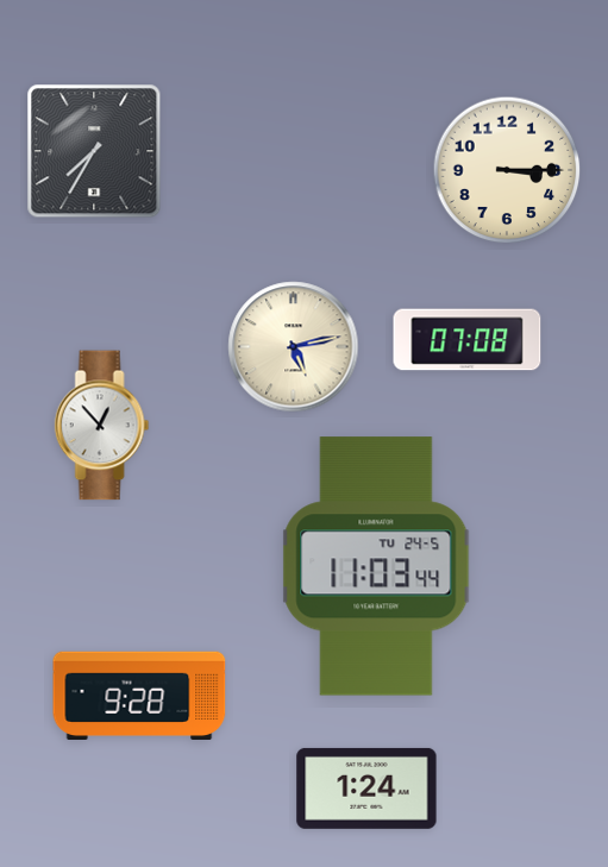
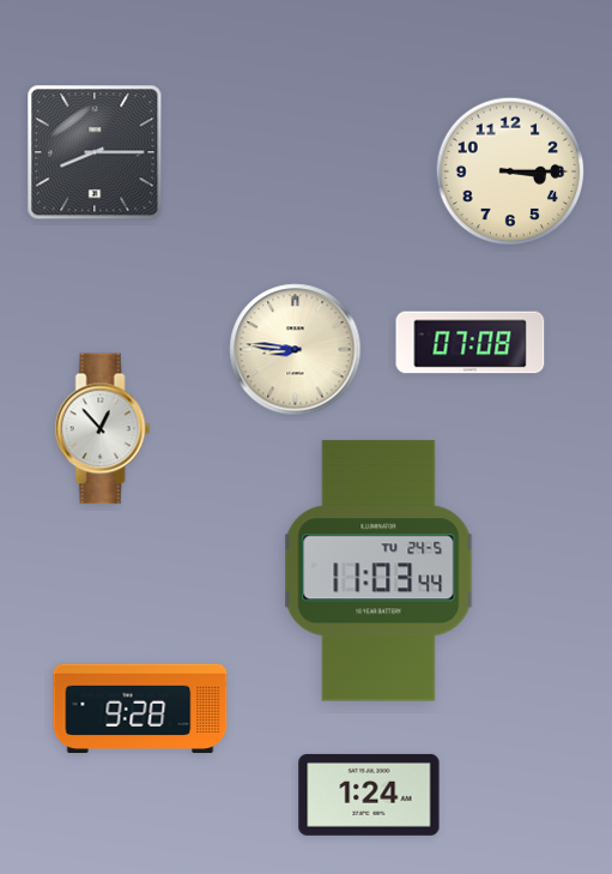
clock at (94, 151): 7:35 -> 8:15
clock at (294, 347): 5:13 -> 8:46
clock at (139, 695) position: (139, 695) -> (140, 707)
